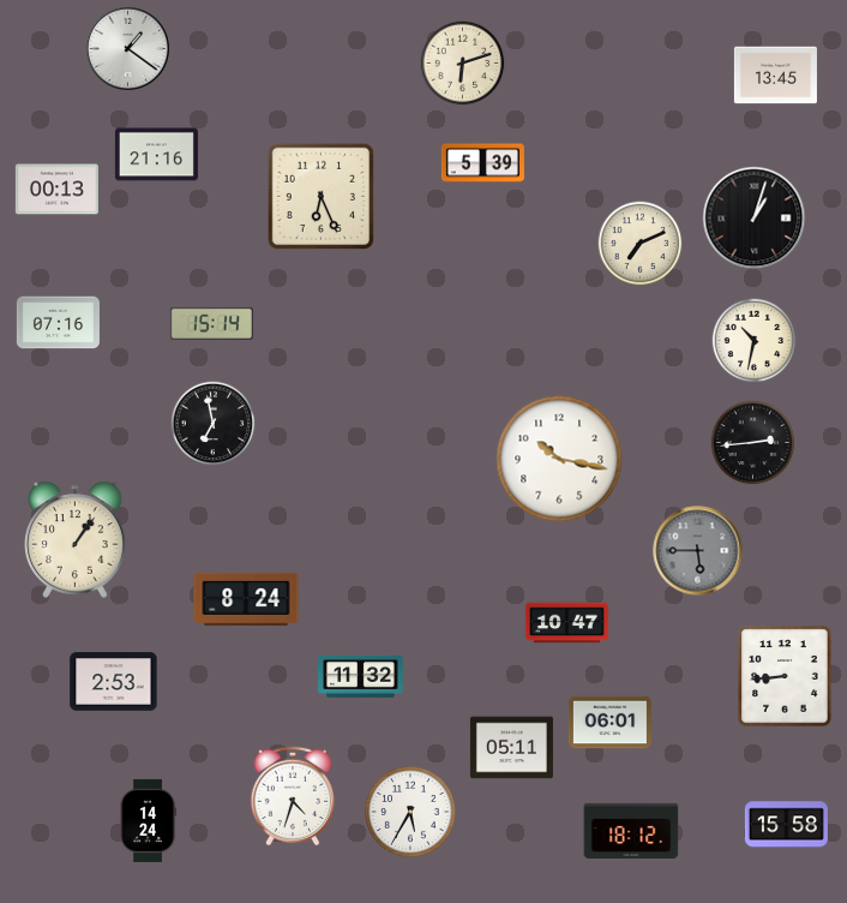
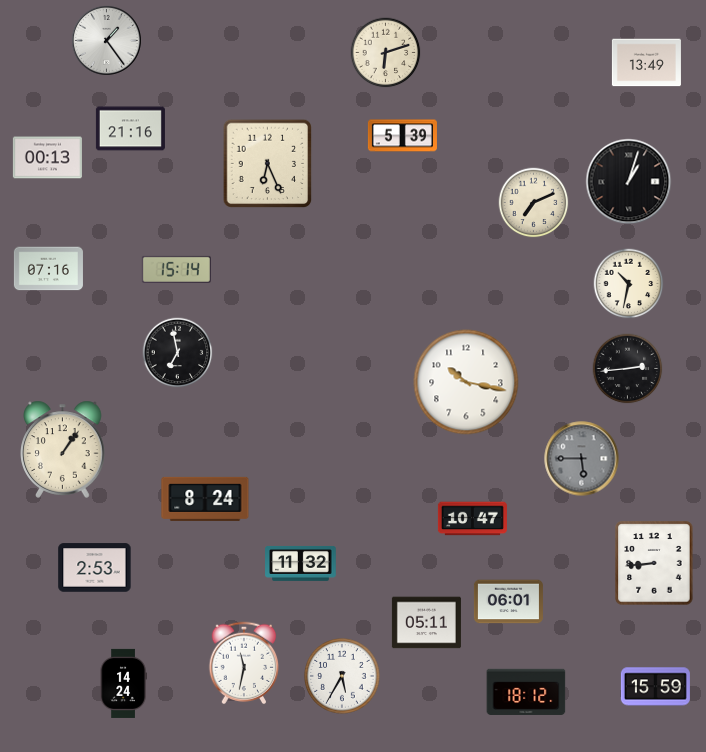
clock at (128, 49): 1:21 -> 1:24
clock at (775, 76): 13:45 -> 13:49
clock at (293, 796): 4:33 -> 11:32
clock at (786, 825): 15:58 -> 15:59
